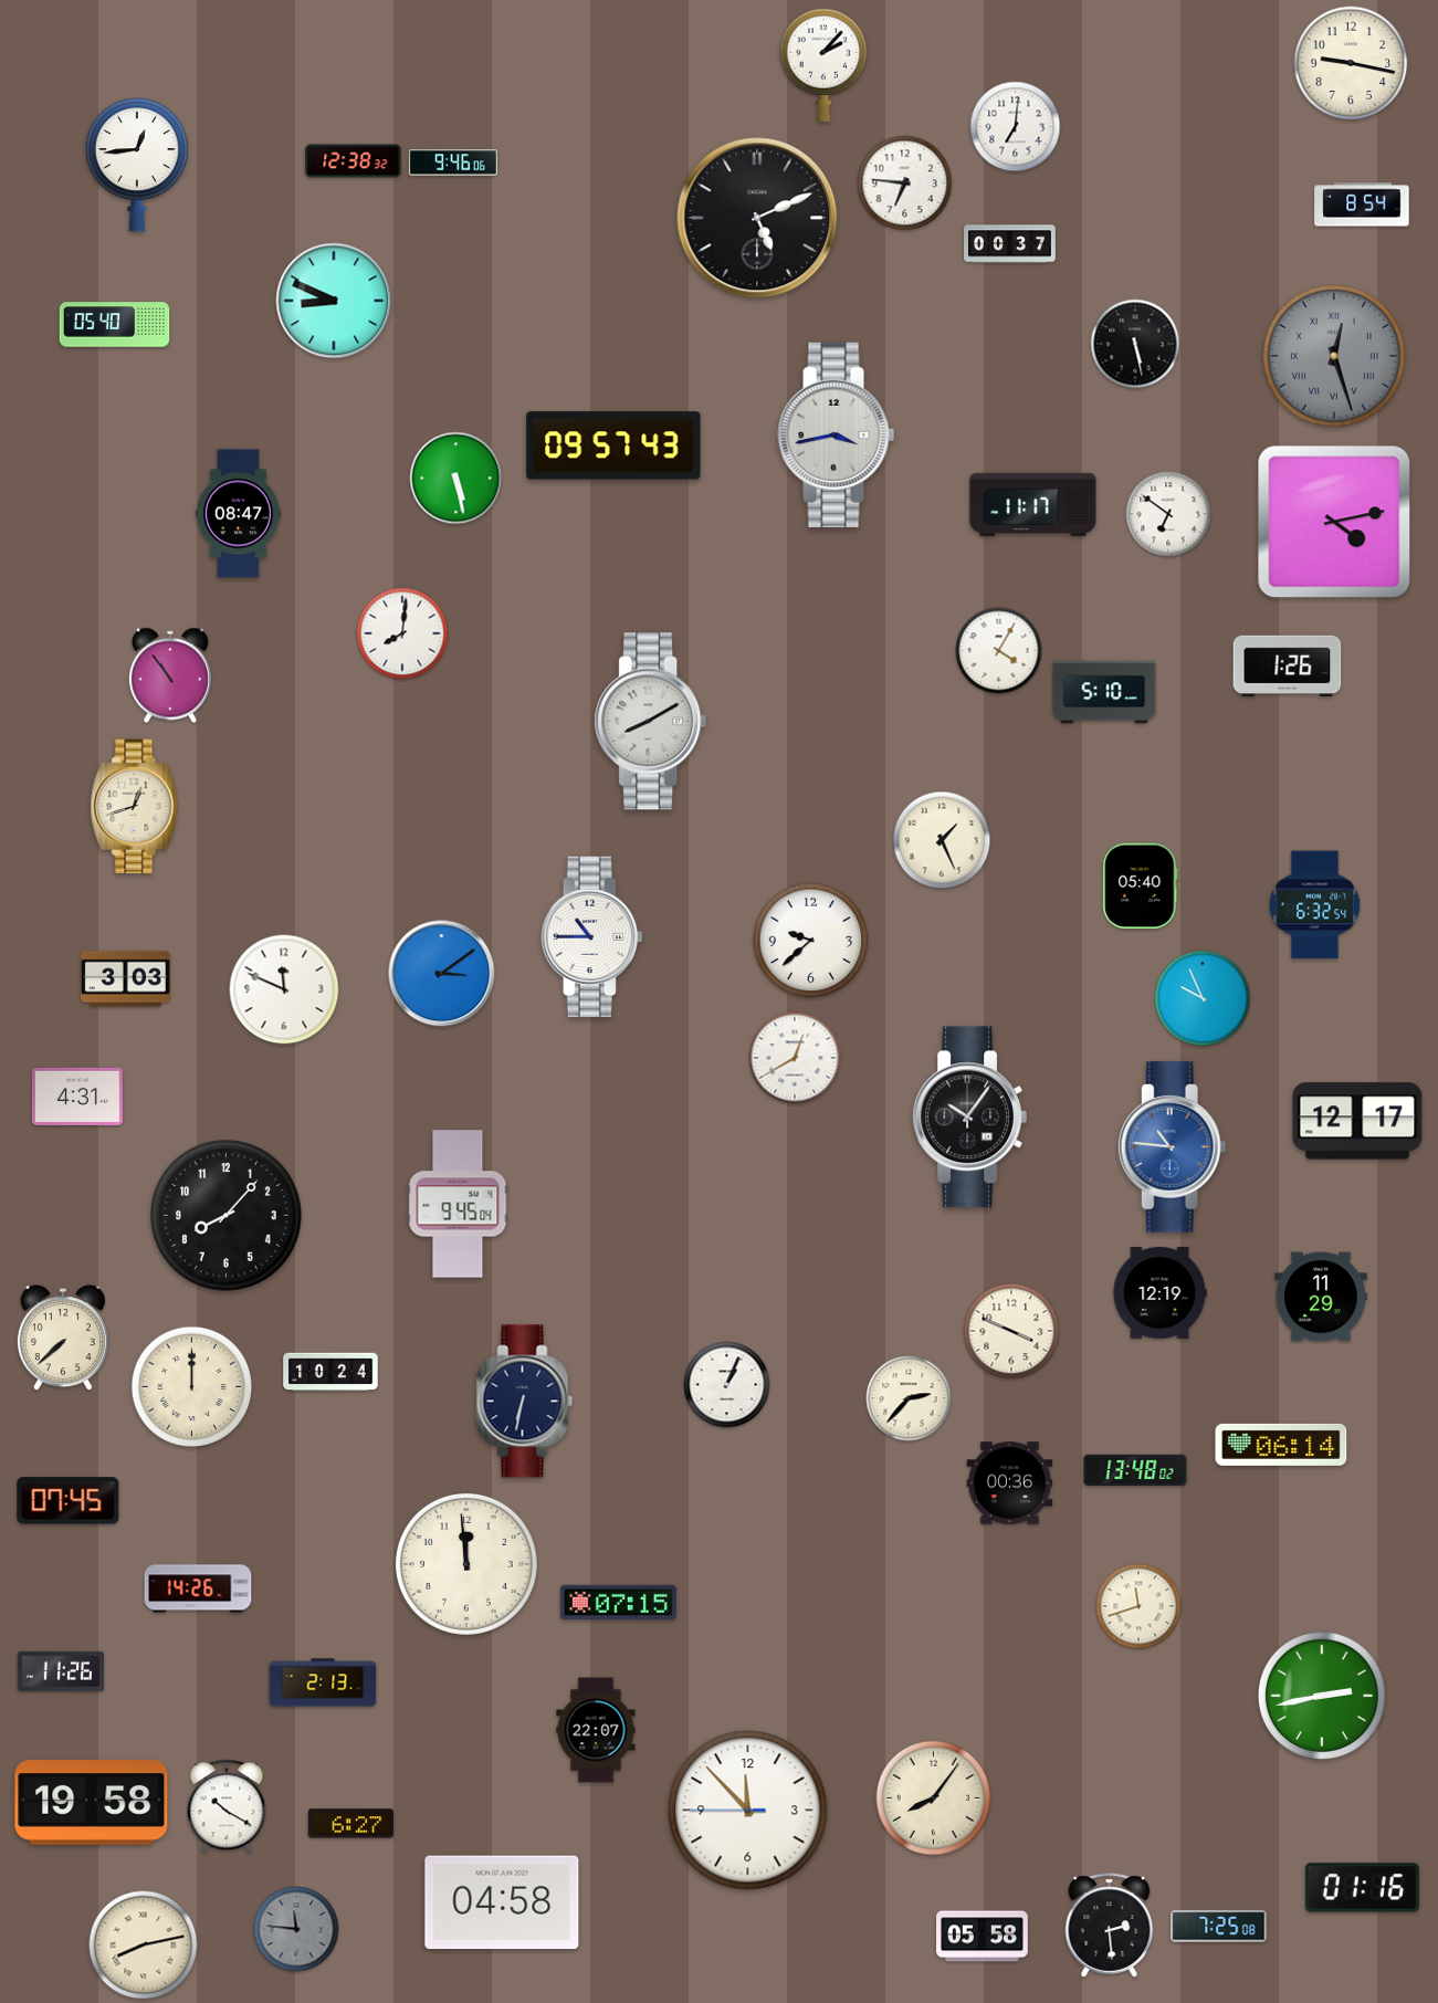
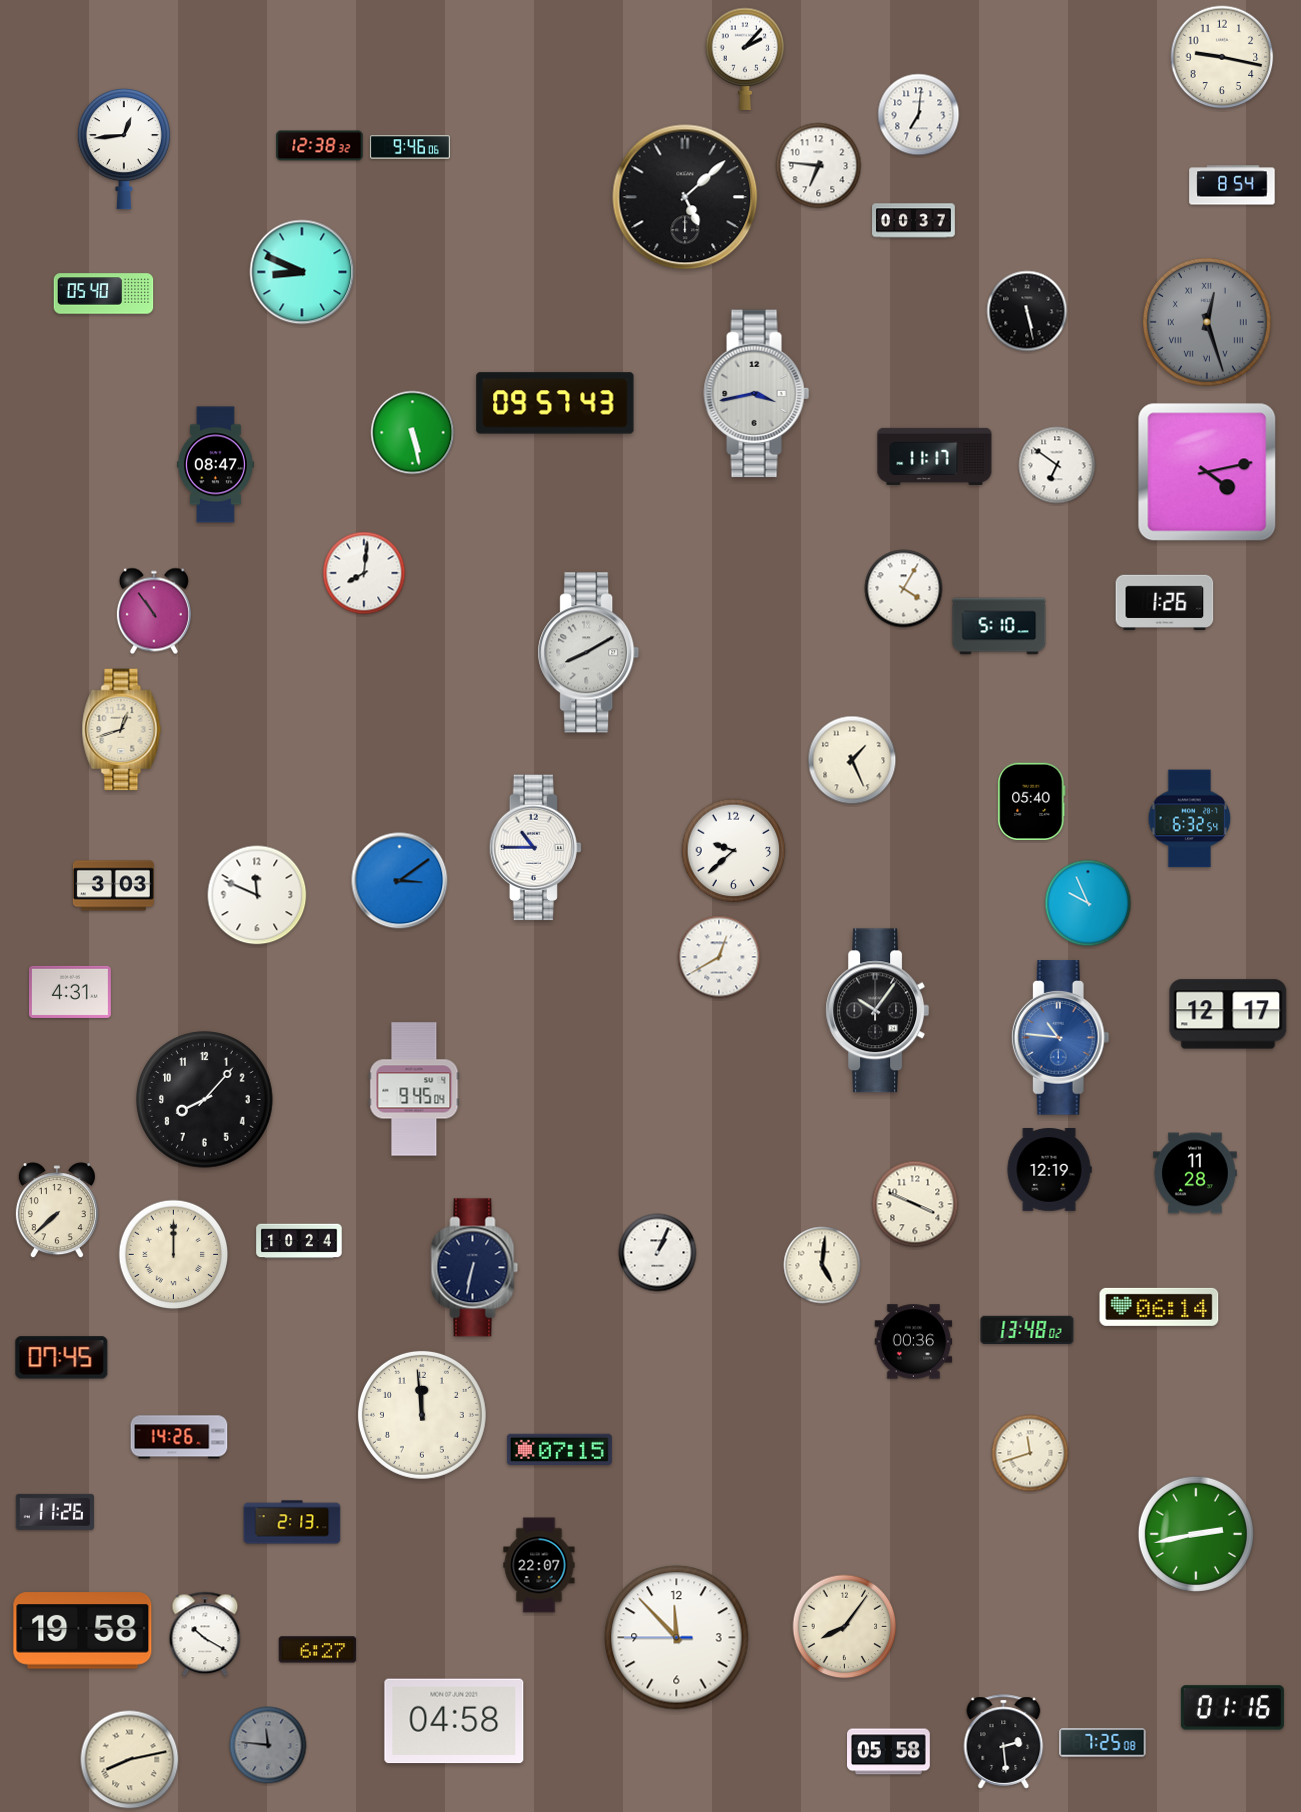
clock at (757, 218): 5:11 -> 5:08
clock at (1321, 1297): 11:29 -> 11:28
clock at (909, 1398): 2:37 -> 5:01
